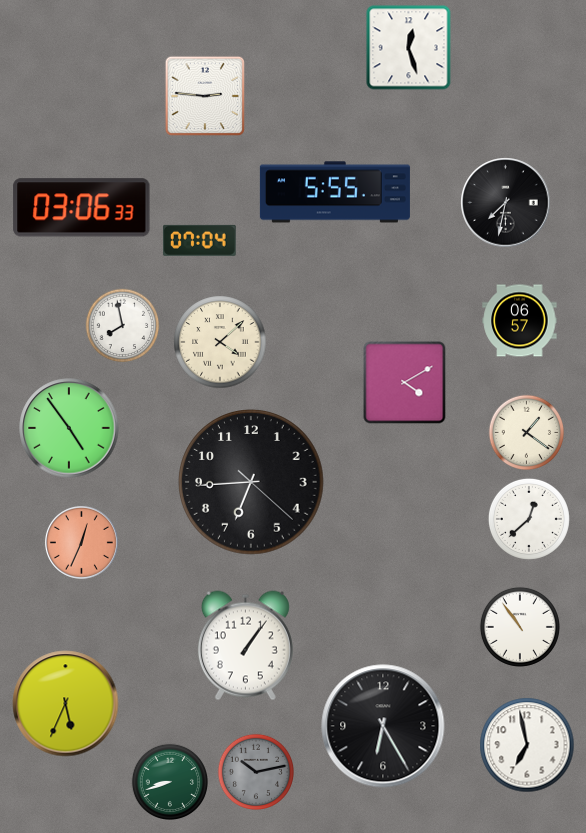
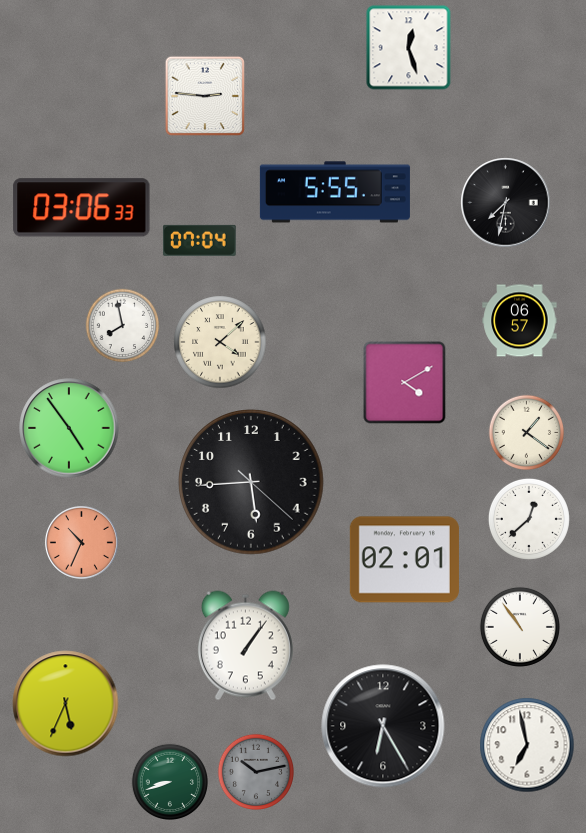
clock at (251, 482): 6:44 -> 5:44
clock at (81, 542): 12:34 -> 10:34
clock at (404, 560): none -> 02:01
